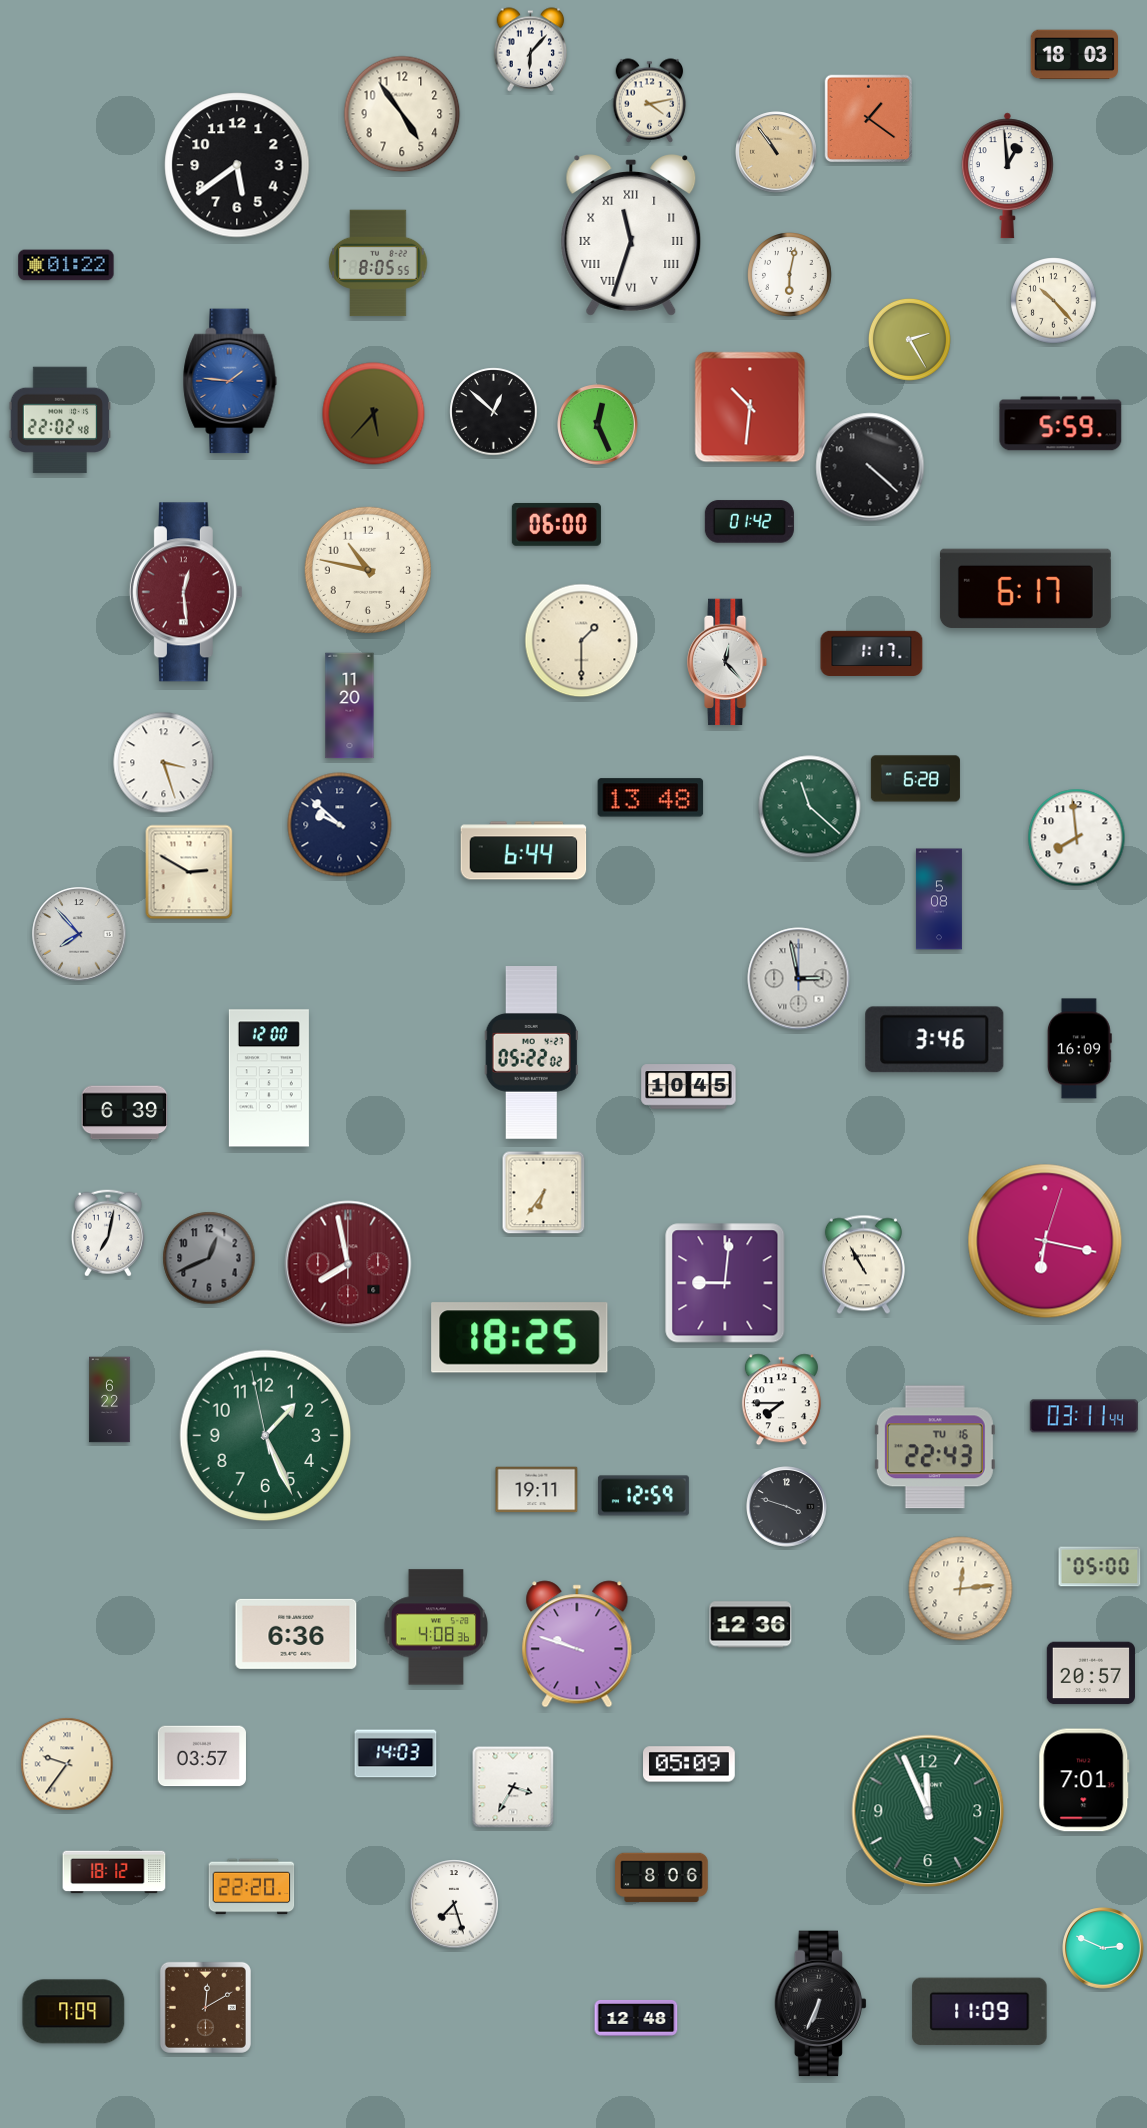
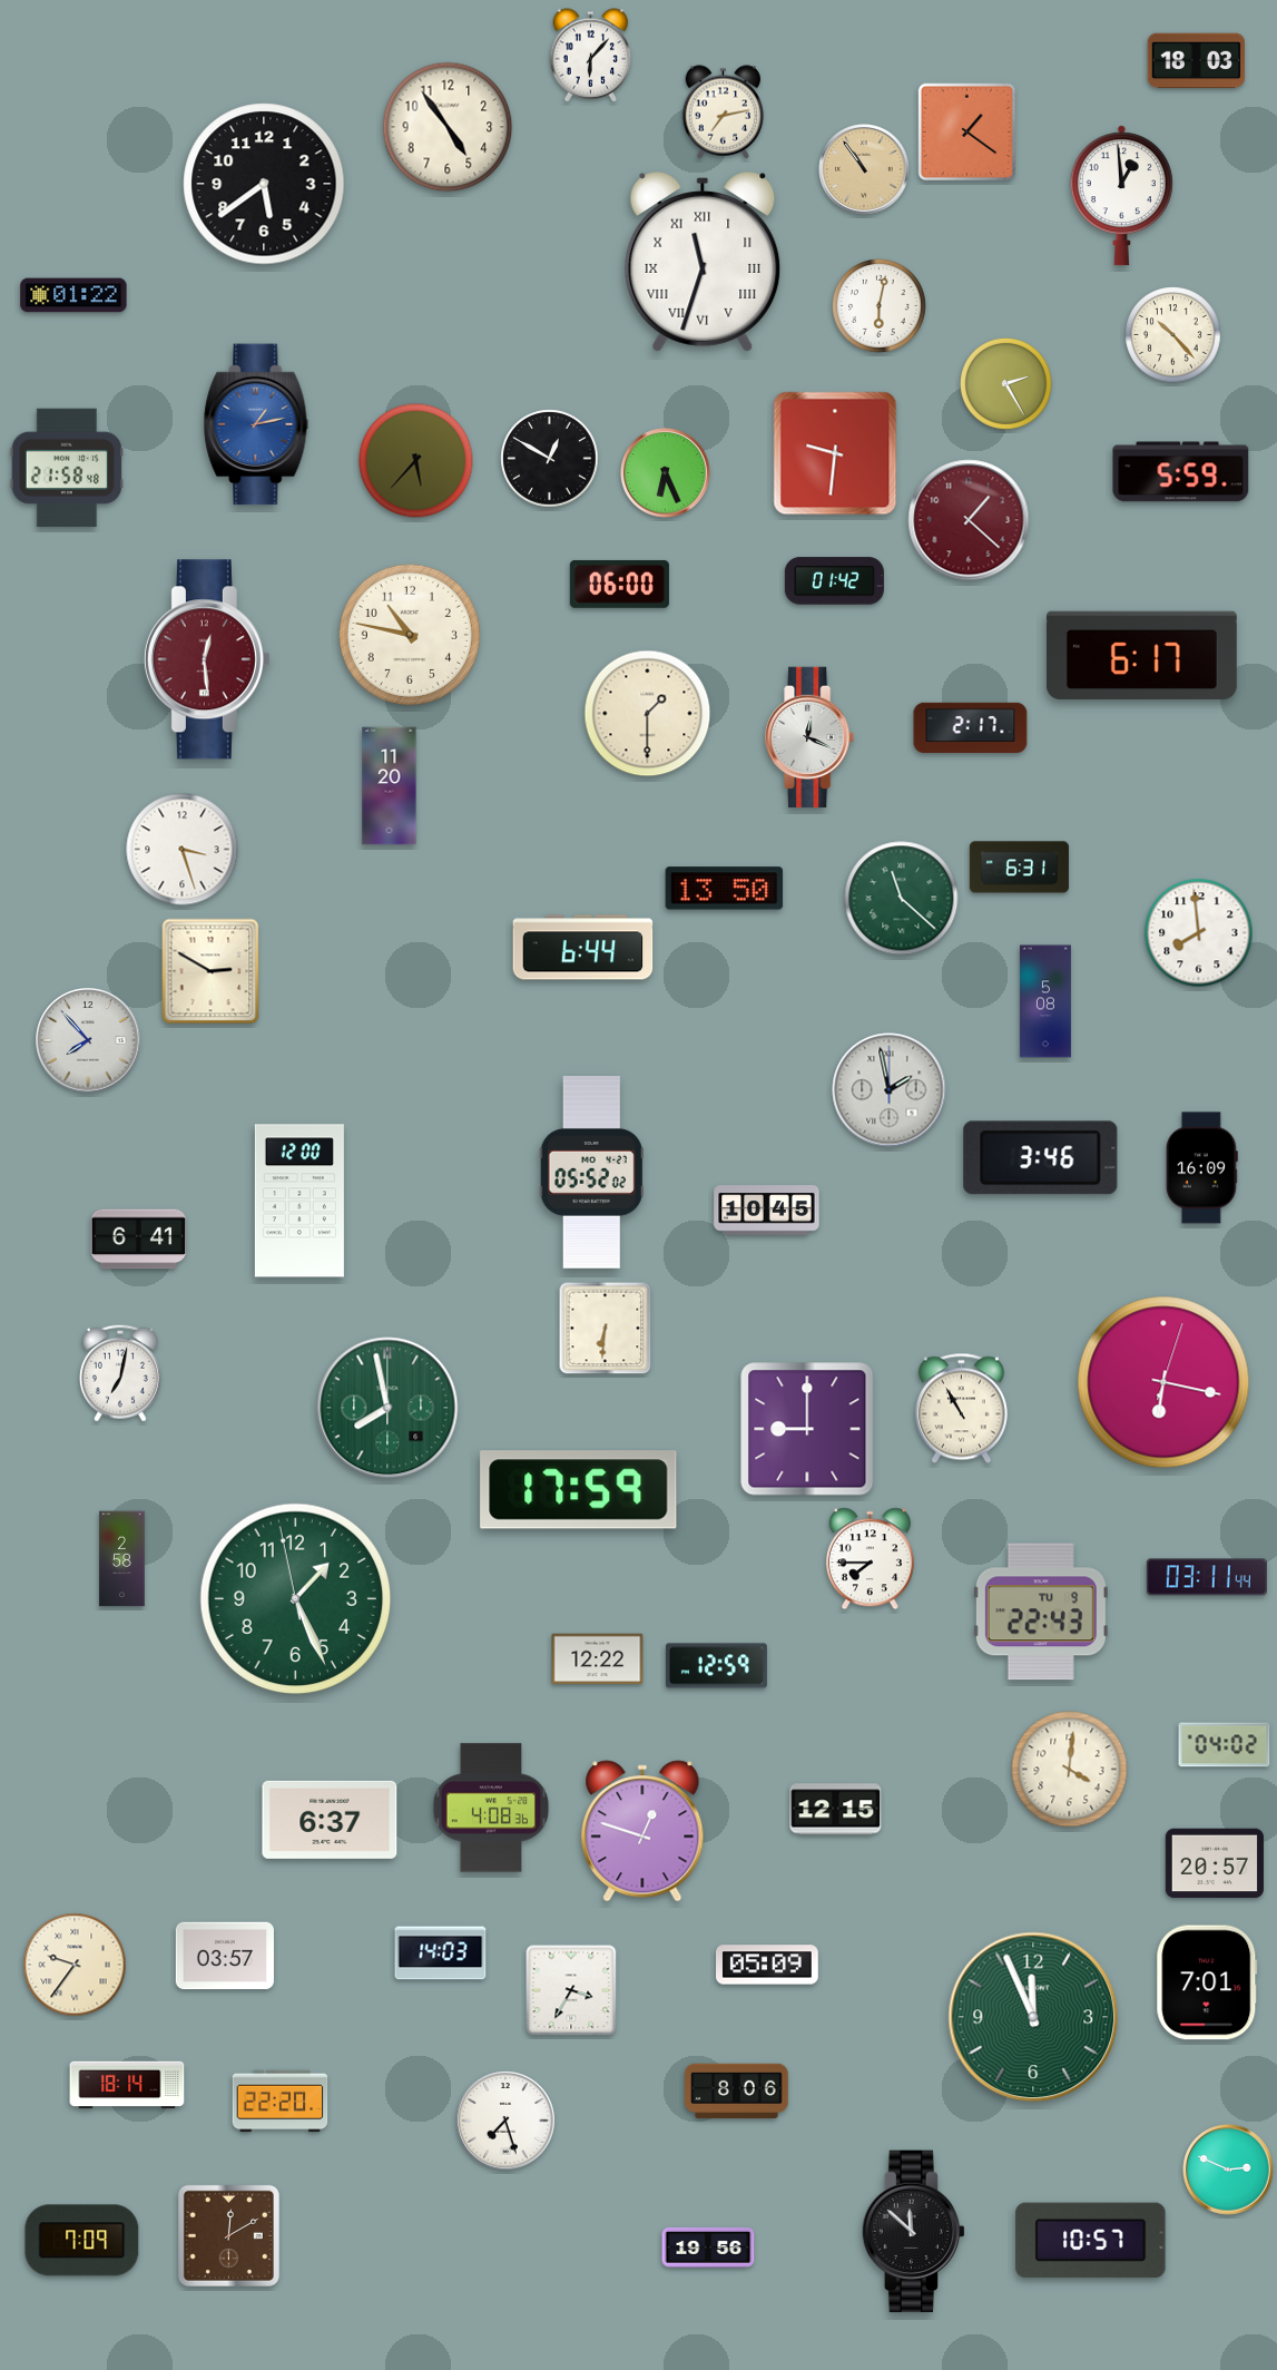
clock at (650, 101): 4:13 -> 7:13
clock at (378, 263): 8:05 -> none
clock at (909, 339) position: (909, 339) -> (1005, 383)
clock at (230, 381): 1:46 -> 1:13
clock at (750, 407): 10:31 -> 9:31
clock at (494, 412): 12:52 -> 12:50
clock at (59, 420): 22:02 -> 21:58
clock at (598, 425): 12:26 -> 6:26
clock at (870, 467): 4:22 -> 1:22
clock at (870, 467) dial: black -> burgundy
clock at (872, 653): 1:17 -> 2:17
clock at (728, 662): 12:23 -> 12:19
clock at (915, 779): 6:28 -> 6:31
clock at (651, 798): 13:48 -> 13:50
clock at (340, 825): 9:52 -> none
clock at (799, 979): 2:58 -> 1:58
clock at (531, 1053): 05:22 -> 05:52
clock at (125, 1113): 6:39 -> 6:41
clock at (544, 1193): 6:36 -> 6:31
clock at (209, 1258): 12:41 -> none
clock at (348, 1264) dial: burgundy -> green
clock at (725, 1283): 9:01 -> 9:00
clock at (520, 1338): 18:25 -> 17:59
clock at (110, 1400): 6:22 -> 2:58
clock at (935, 1447) date: TU 16 -> TU 9
clock at (537, 1490): 19:11 -> 12:22
clock at (787, 1507): 3:48 -> none
clock at (1100, 1567): 05:00 -> 04:02
clock at (961, 1589): 12:14 -> 4:01
clock at (751, 1625): 12:36 -> 12:15
clock at (436, 1627) position: (436, 1627) -> (491, 1808)
clock at (296, 1634): 6:36 -> 6:37
clock at (577, 1644): 9:48 -> 12:48
clock at (114, 1872): 18:12 -> 18:14
clock at (820, 2004): 6:34 -> 11:52
clock at (980, 2012): 11:09 -> 10:57
clock at (636, 2018): 12:48 -> 19:56
